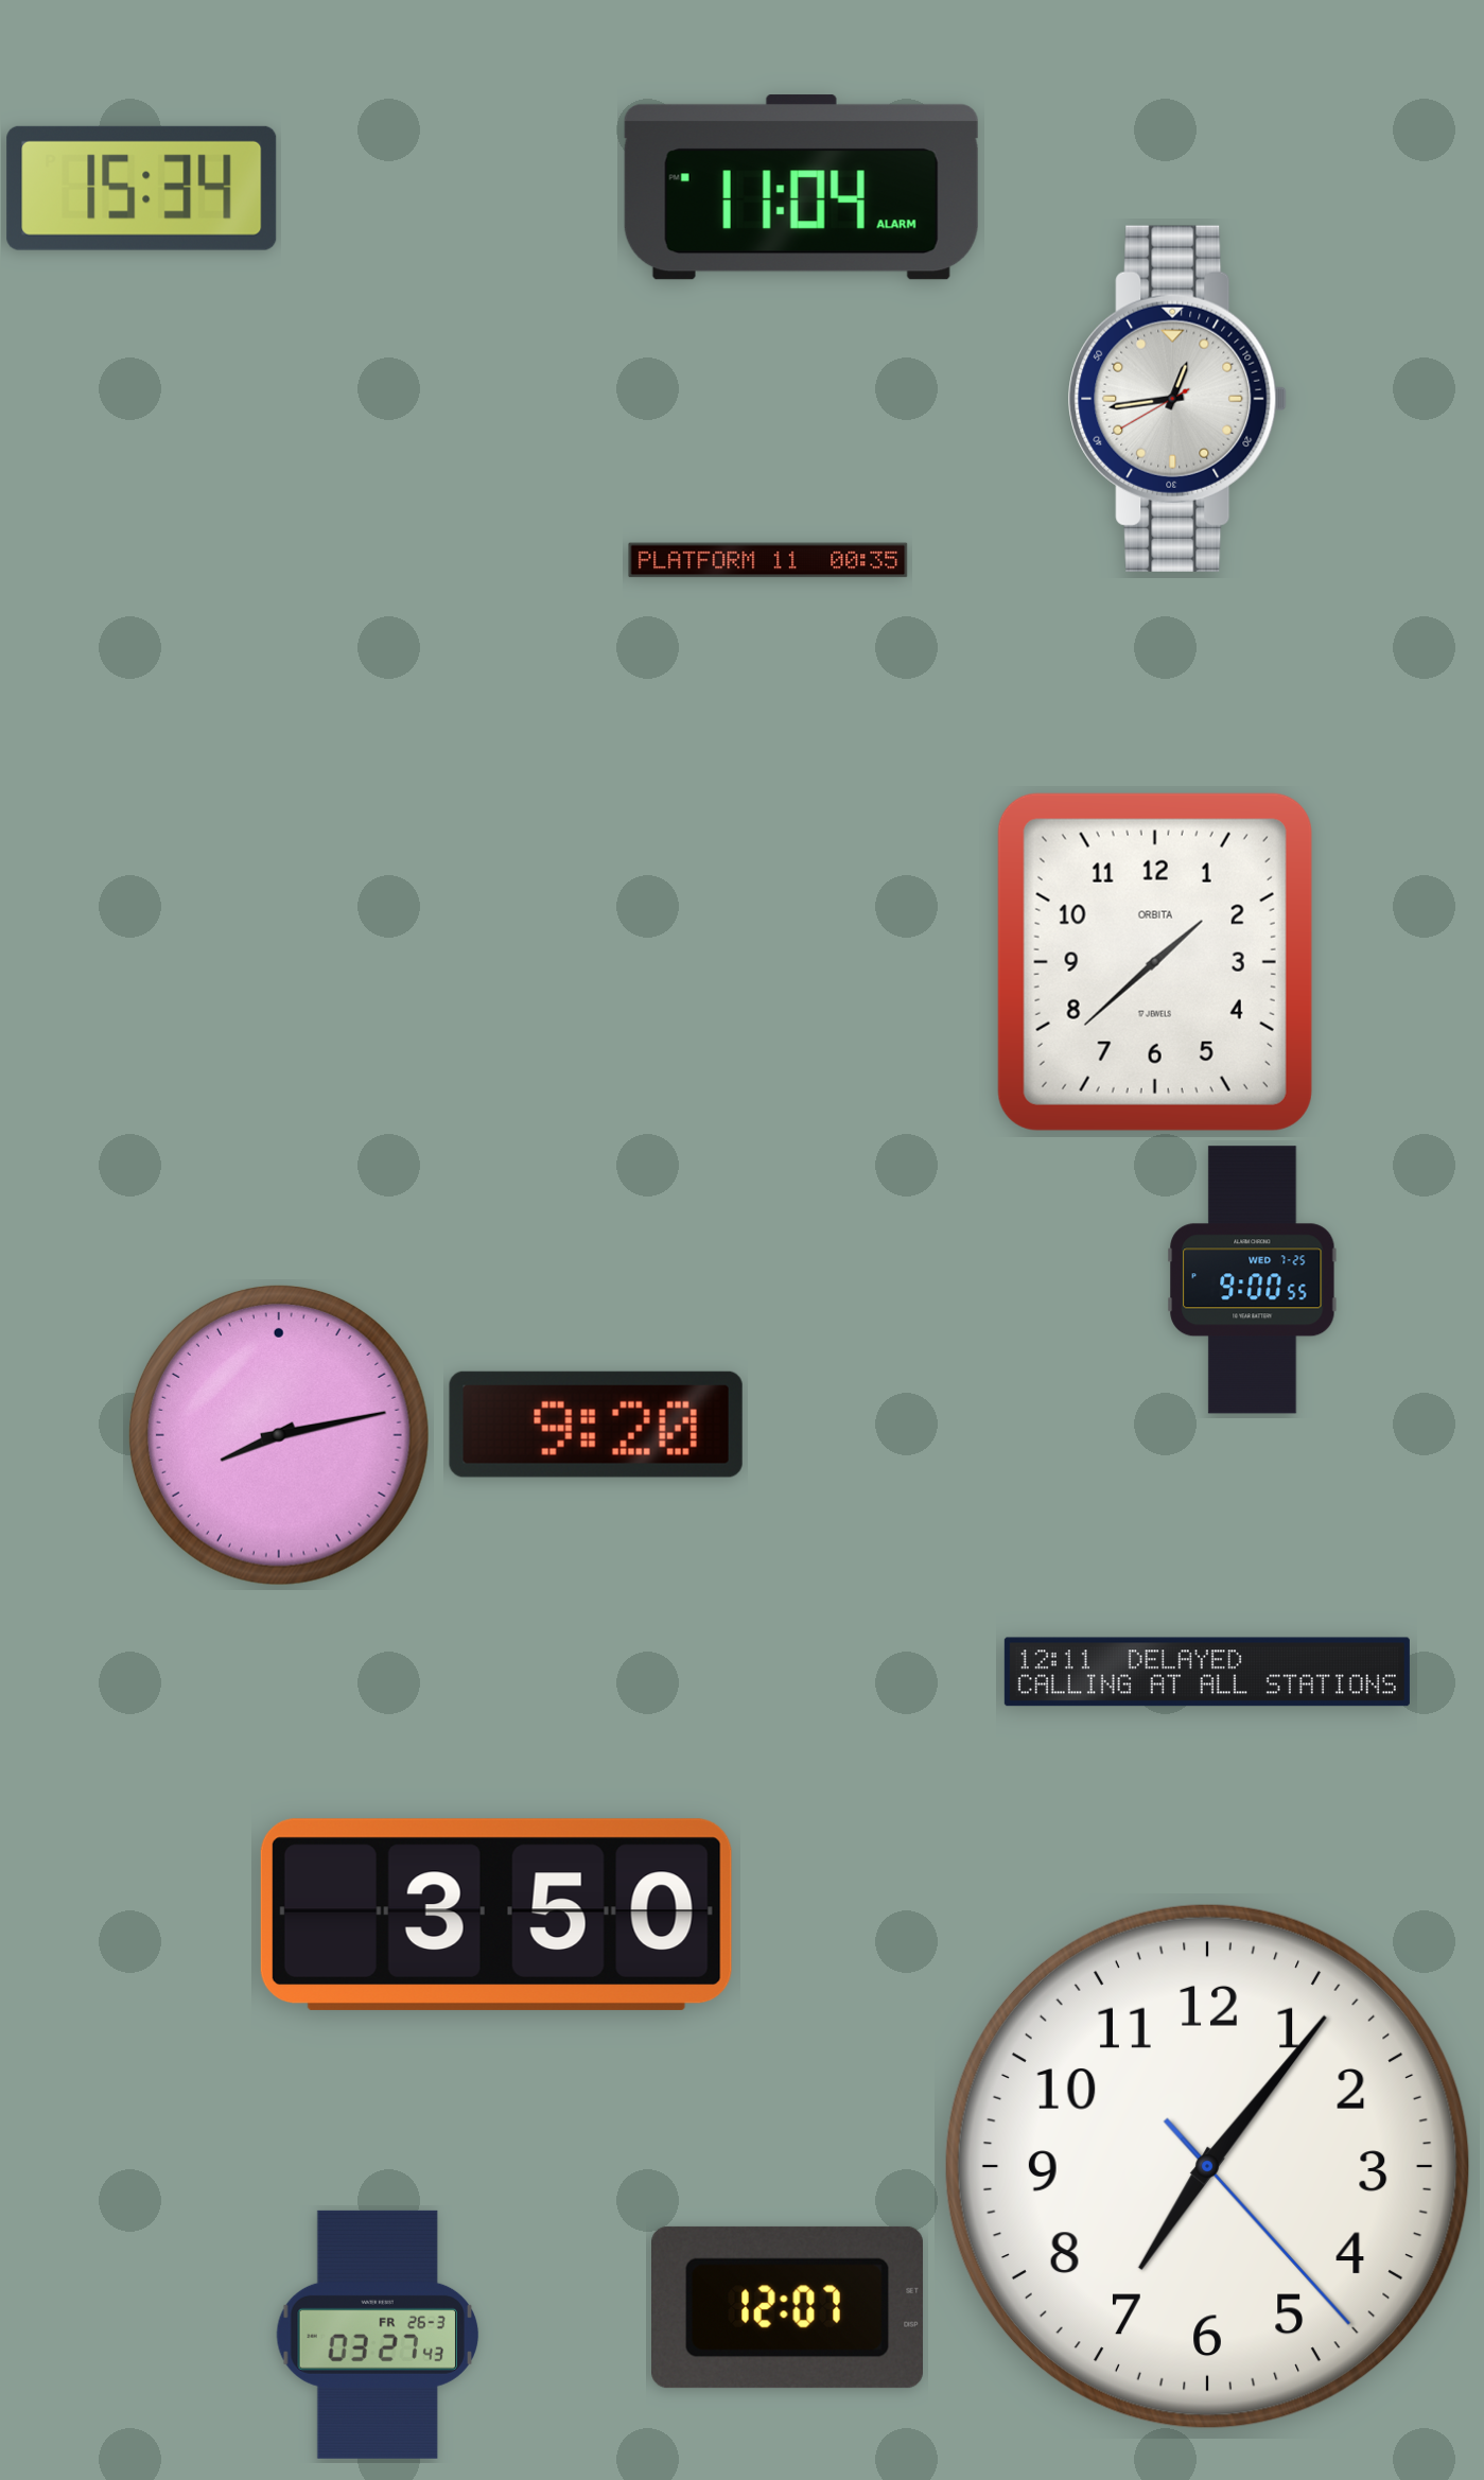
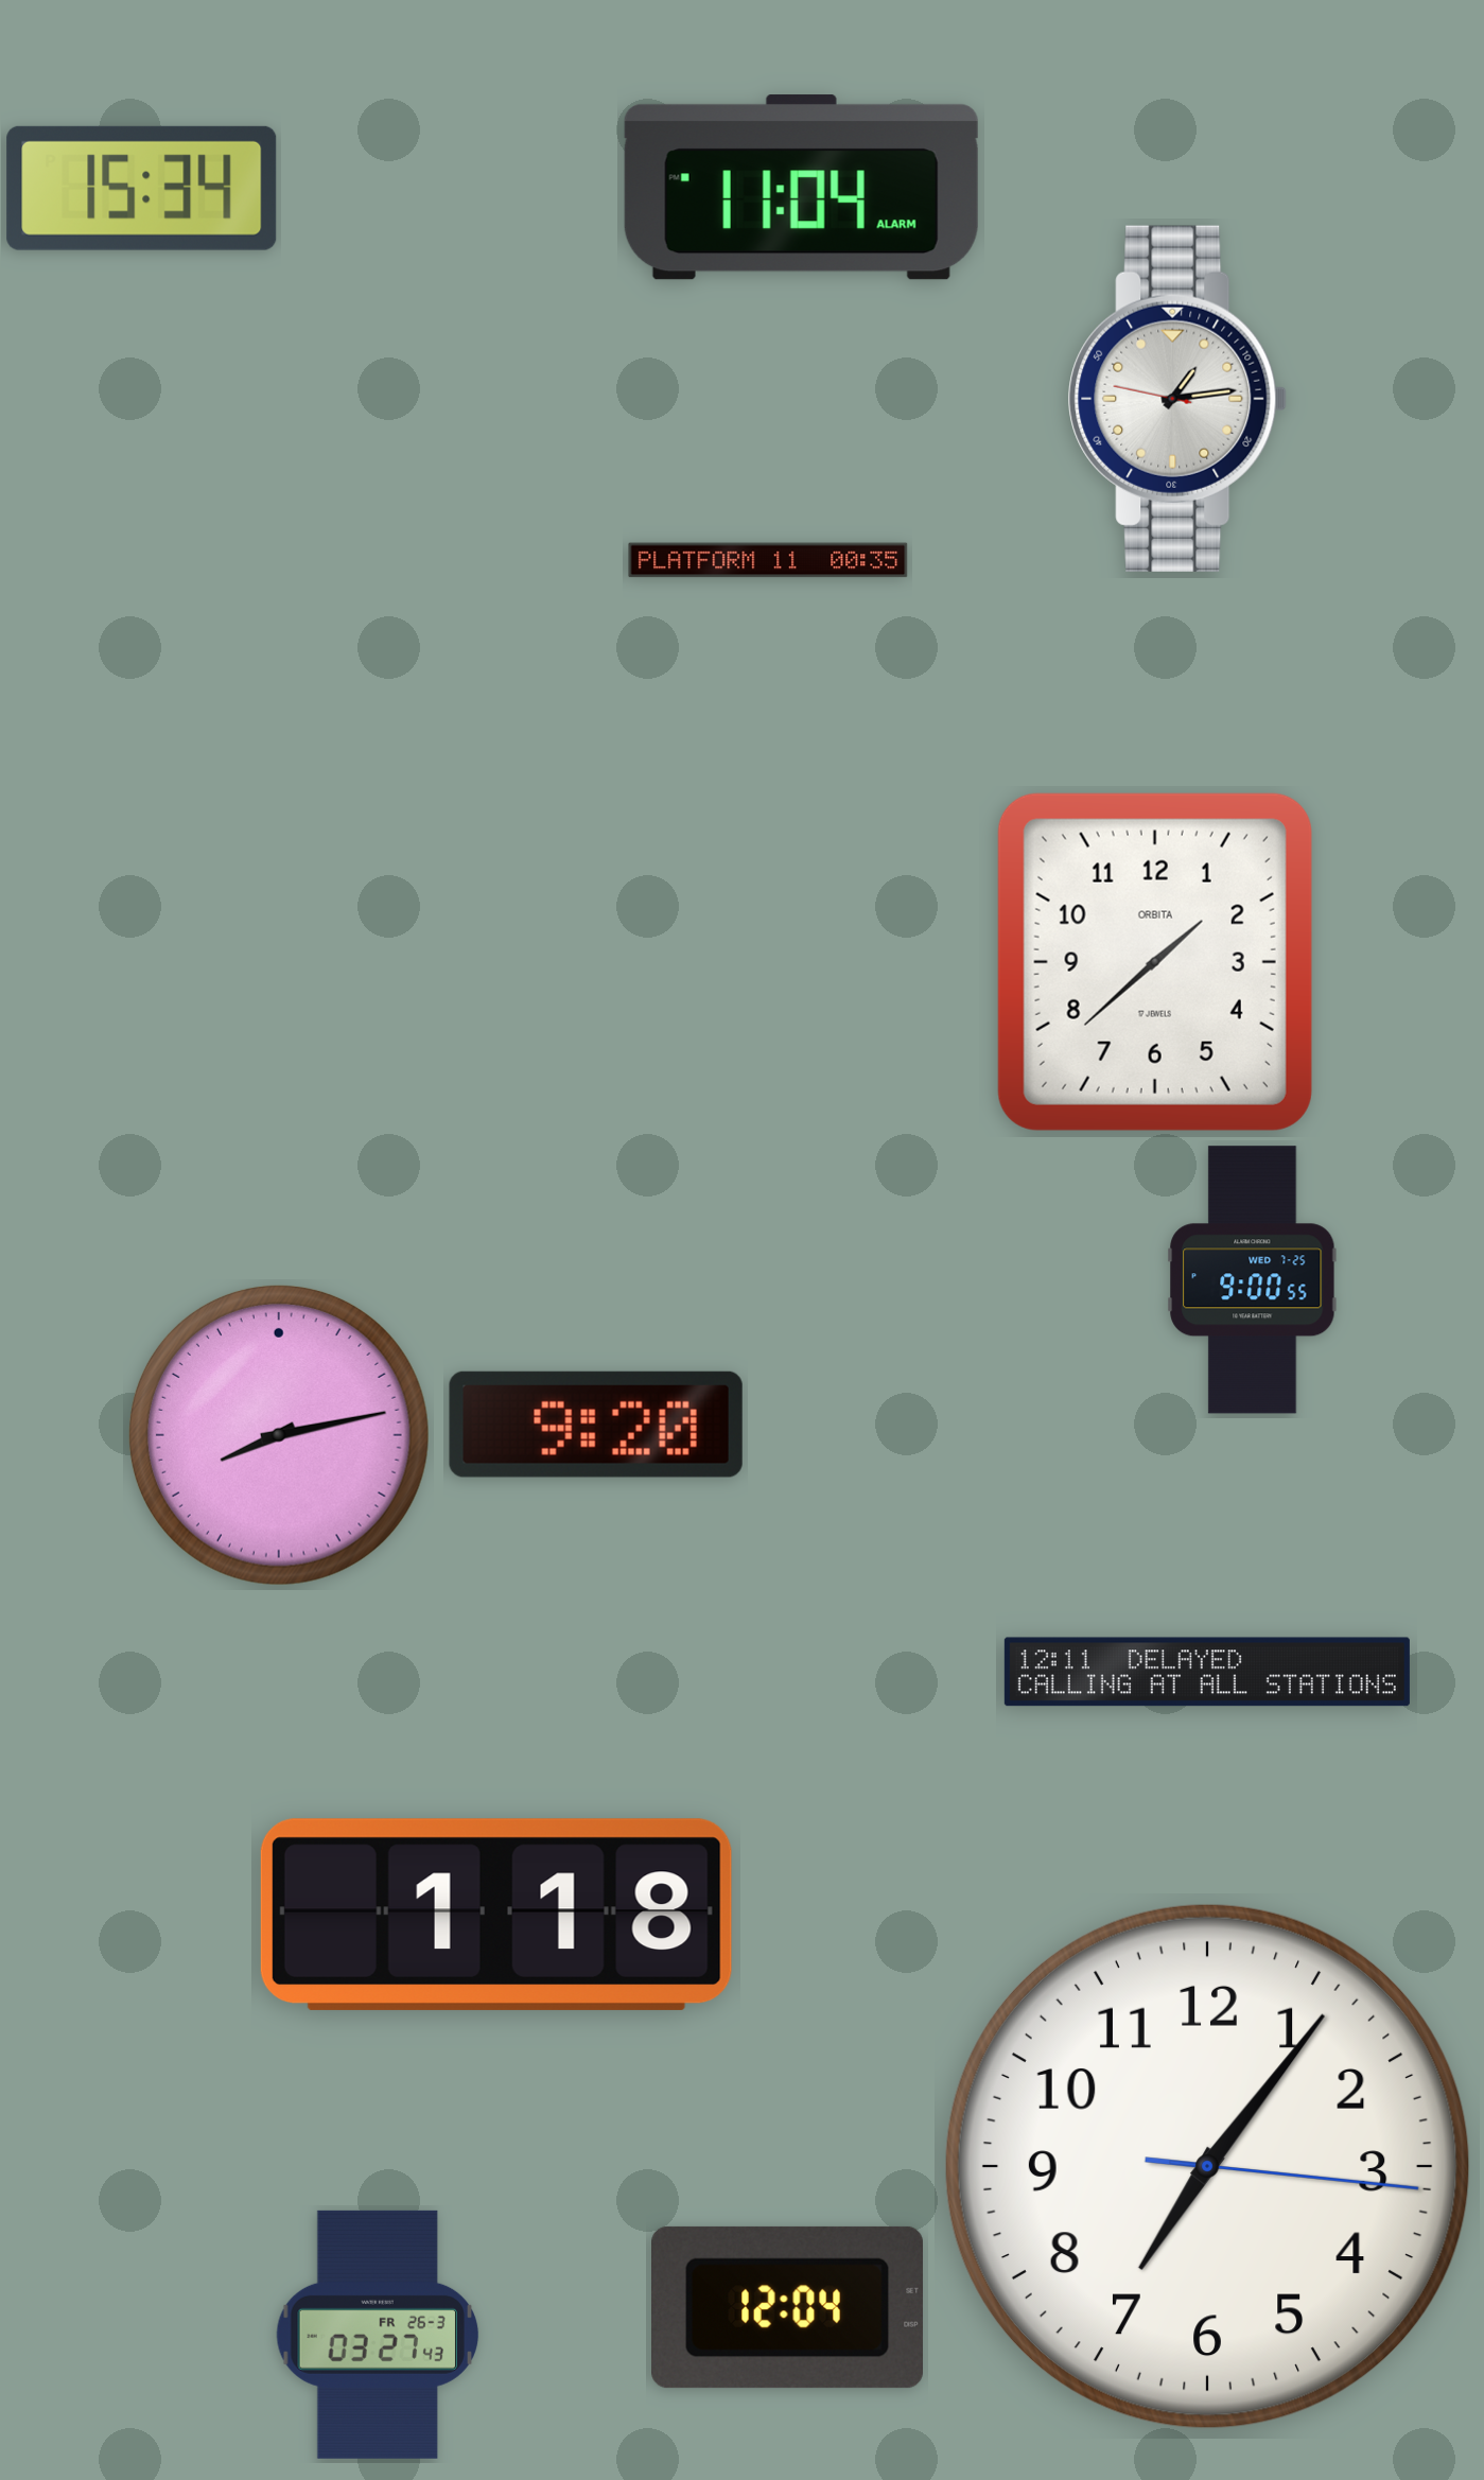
clock at (1177, 399): 12:43 -> 1:13
clock at (496, 1915): 3:50 -> 1:18
clock at (1207, 2166): 7:06:23 -> 7:06:16
clock at (787, 2307): 12:07 -> 12:04
